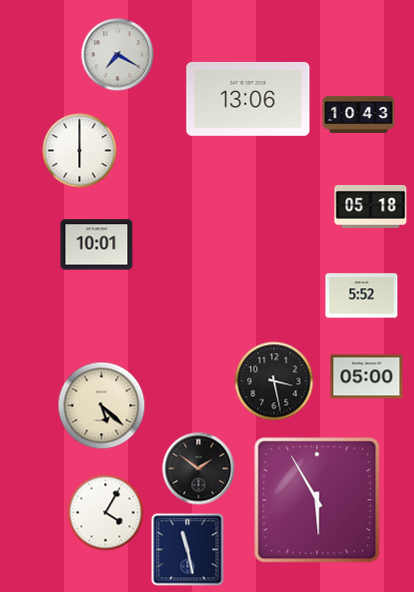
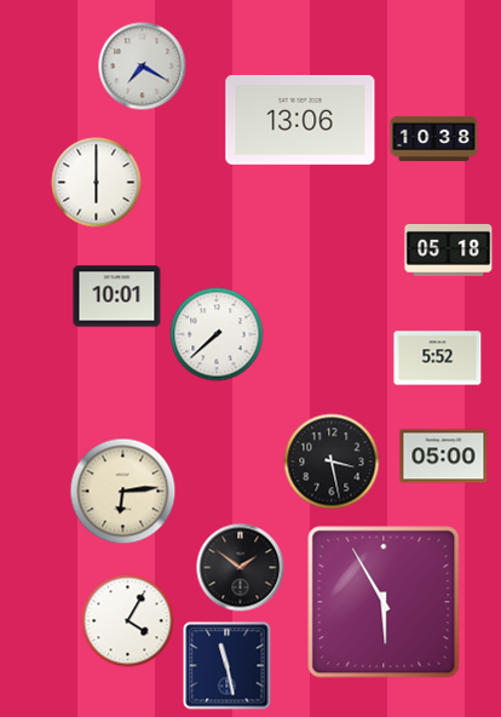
clock at (359, 114): 10:43 -> 10:38
clock at (217, 334): none -> 7:38
clock at (102, 406): 5:22 -> 6:14
clock at (317, 500) position: (317, 500) -> (384, 602)
